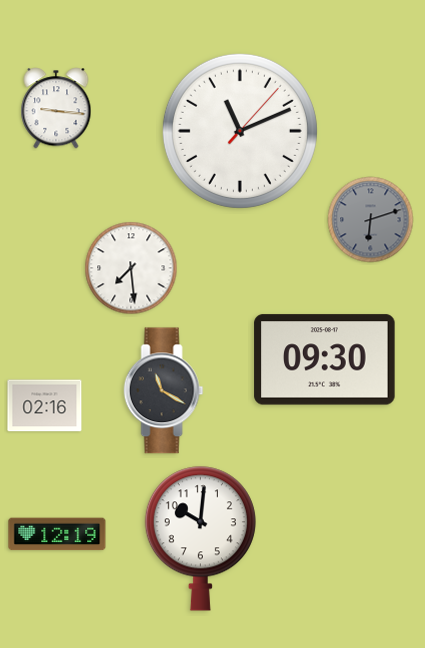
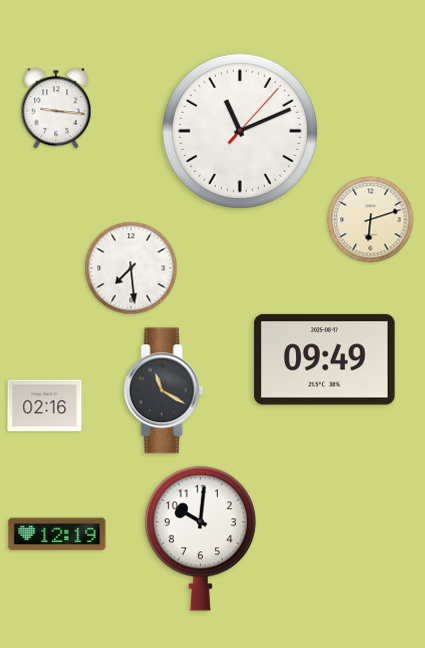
clock at (371, 220) dial: grey -> cream
clock at (325, 360): 09:30 -> 09:49
